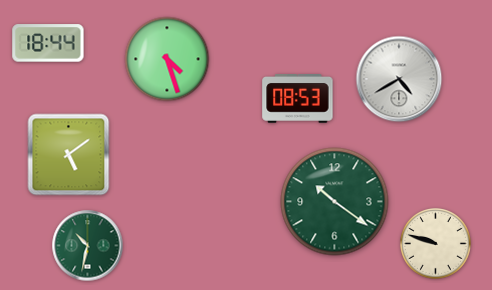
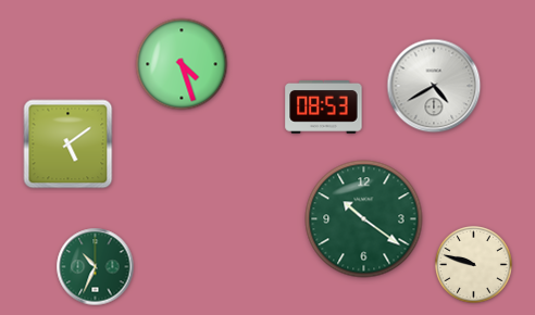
clock at (48, 43): 18:44 -> none
clock at (69, 155) position: (69, 155) -> (69, 144)
clock at (88, 246): 10:32 -> 10:34
